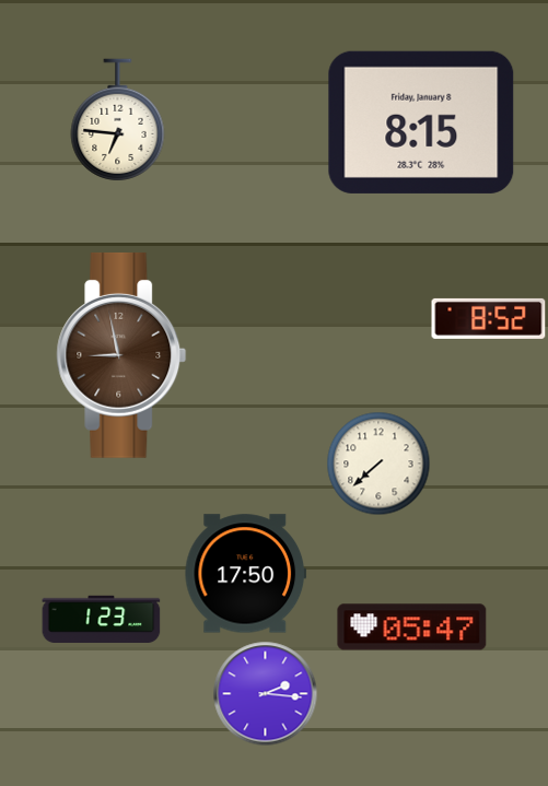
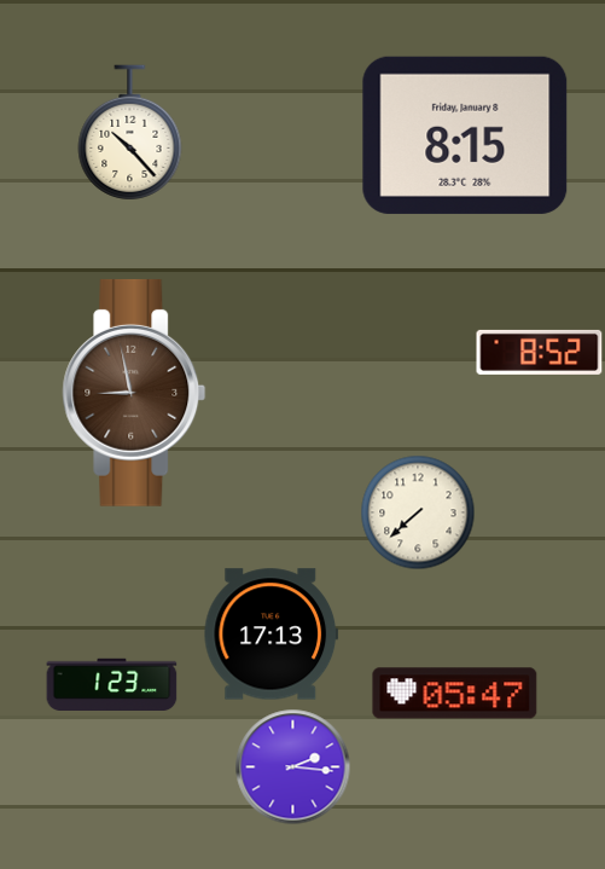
clock at (118, 120): 6:46 -> 10:23
clock at (246, 574): 17:50 -> 17:13
